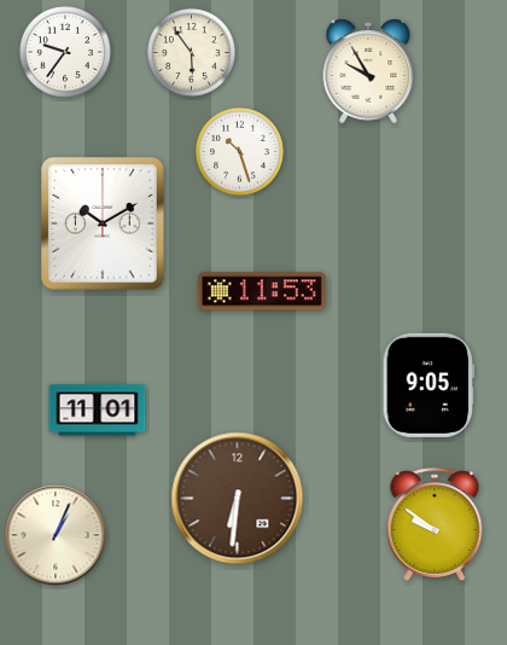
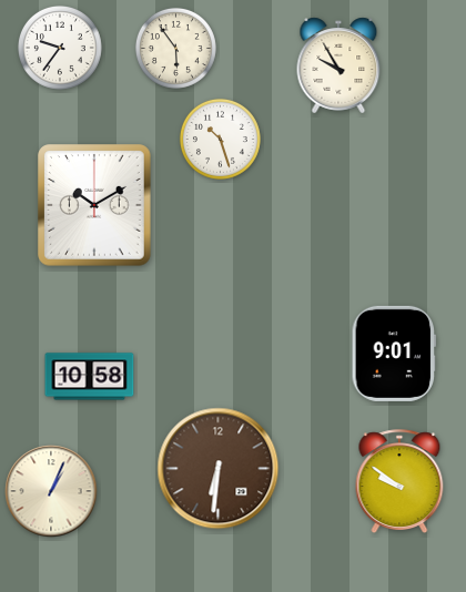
clock at (262, 291): 11:53 -> none
clock at (429, 385): 9:05 -> 9:01
clock at (98, 411): 11:01 -> 10:58
clock at (238, 499) position: (238, 499) -> (219, 469)
